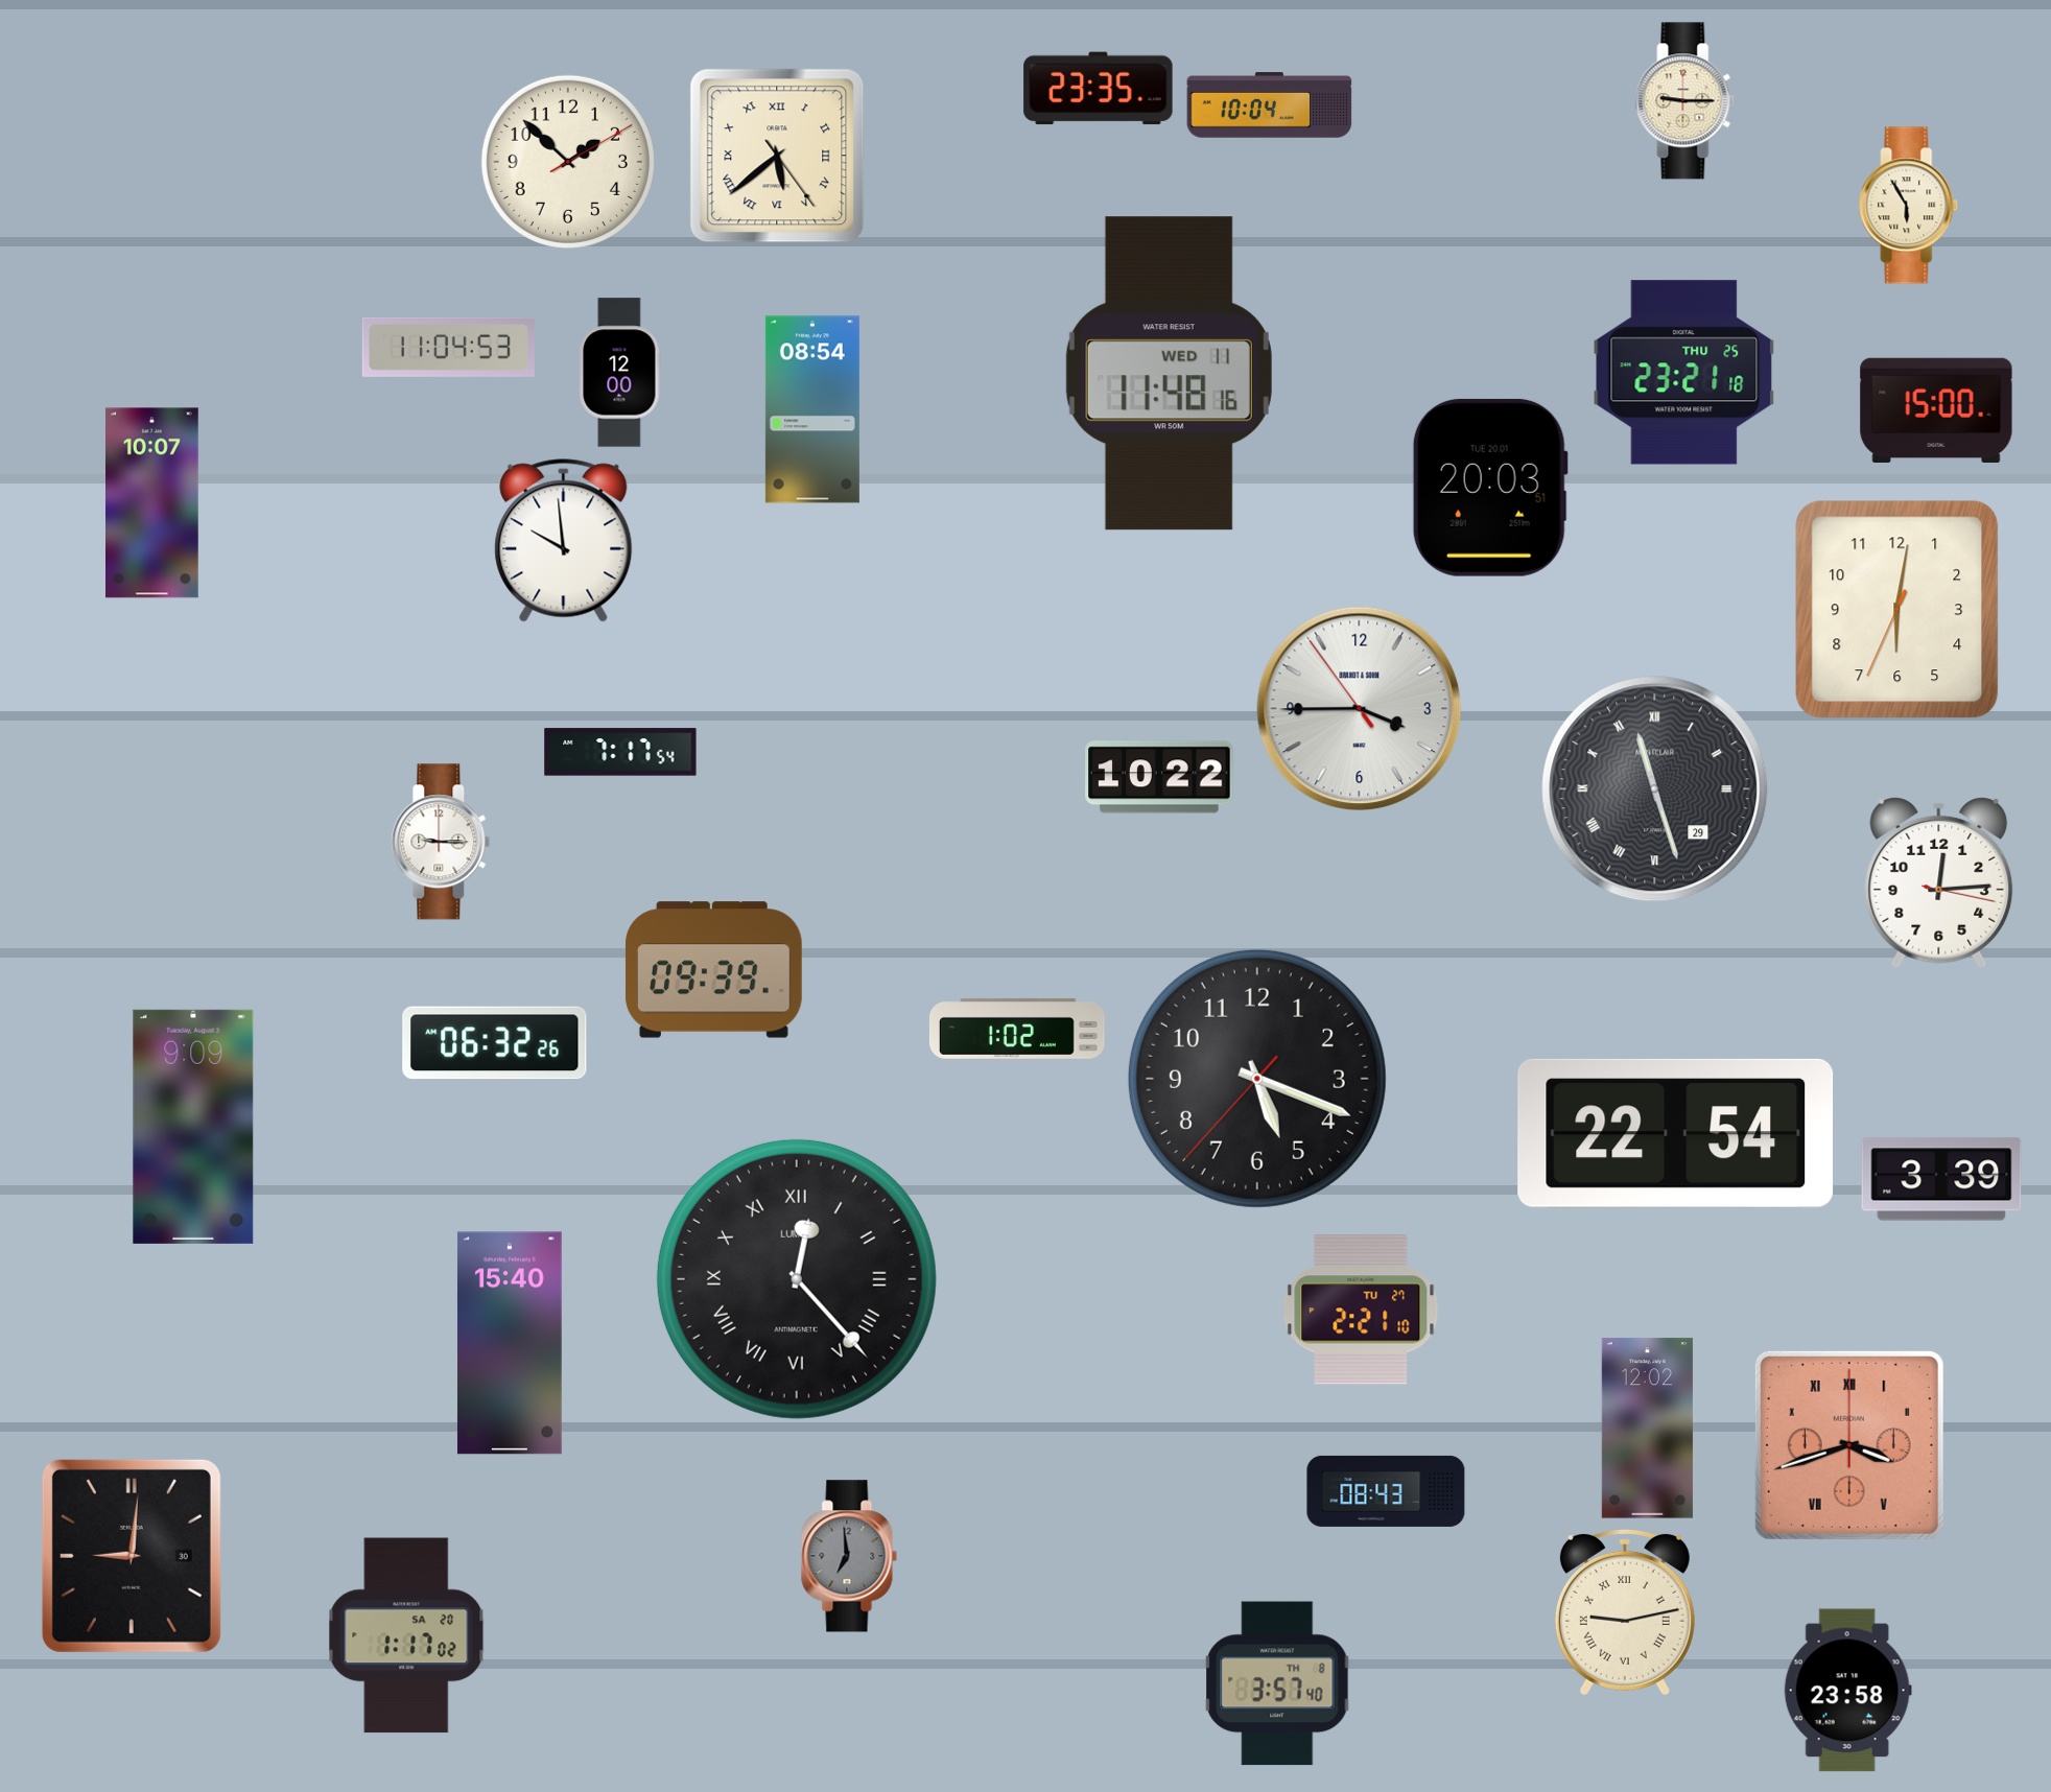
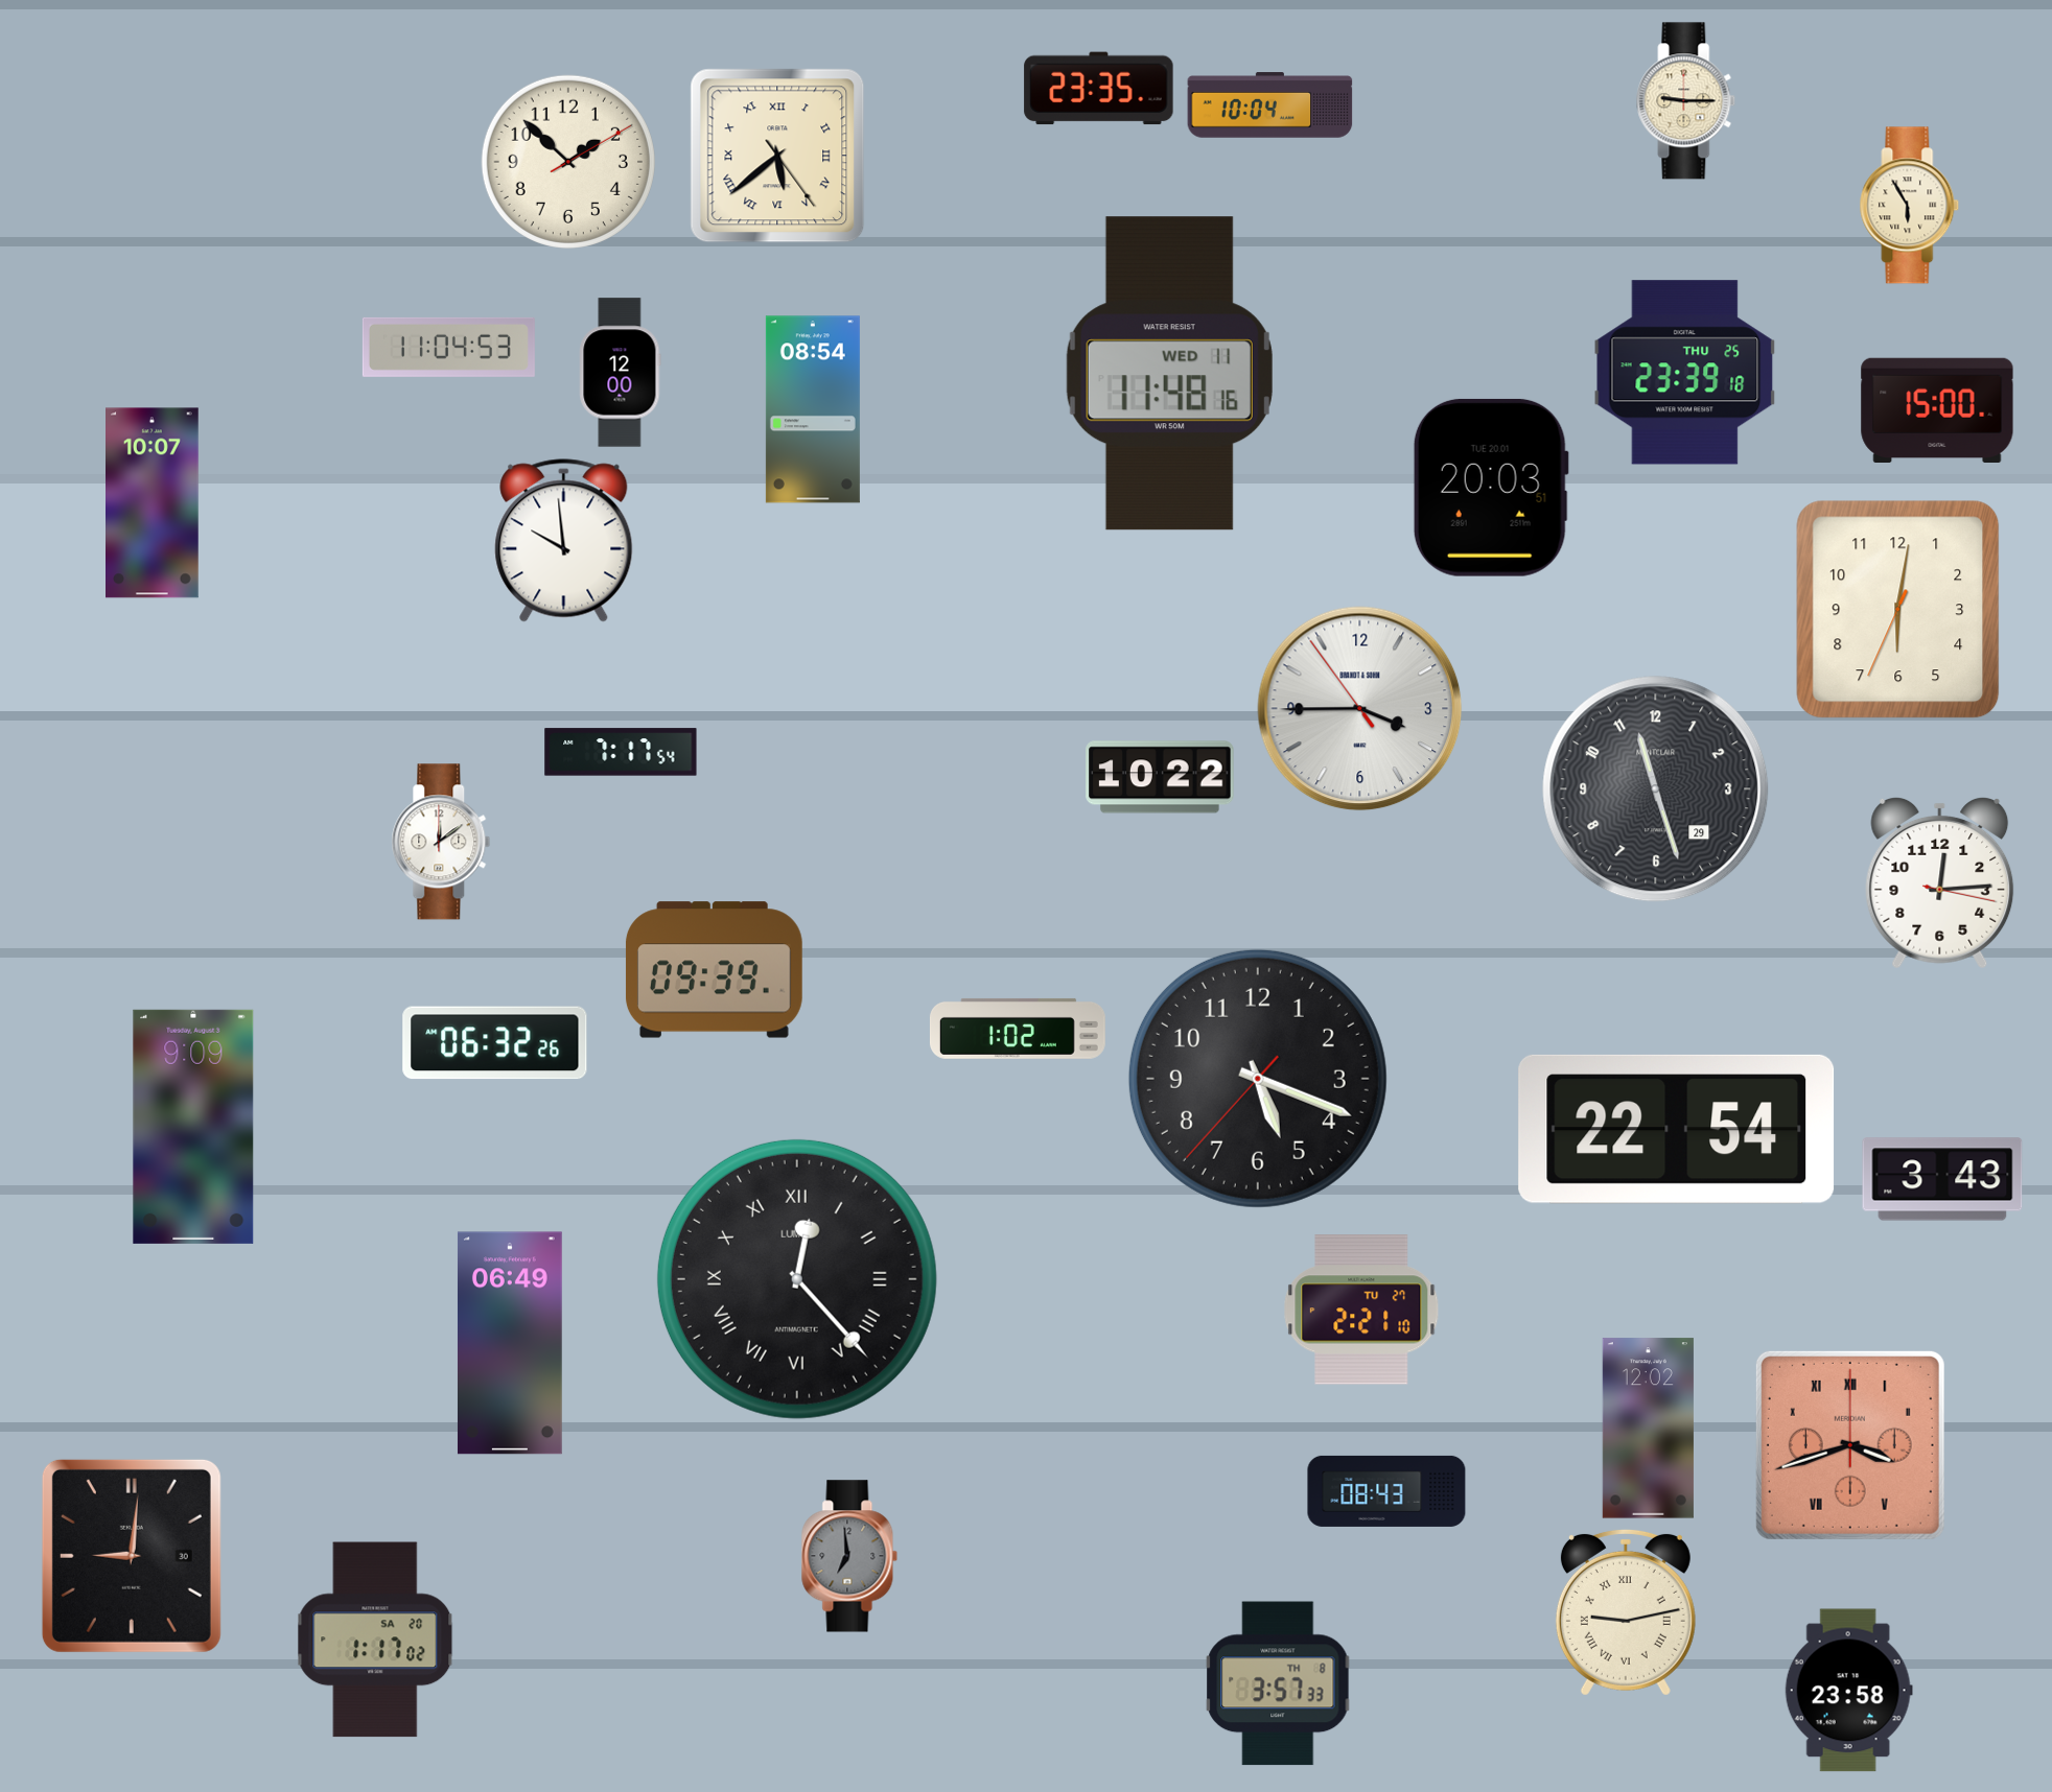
clock at (1684, 373): 23:21 -> 23:39
clock at (1655, 789) numerals: Roman -> Arabic
clock at (441, 842): 9:15 -> 12:09
clock at (1676, 1133) position: (1676, 1133) -> (1677, 1129)
clock at (1941, 1179): 3:39 -> 3:43
clock at (510, 1343): 15:40 -> 06:49
clock at (406, 1635) position: (406, 1635) -> (375, 1640)
clock at (1277, 1683): 3:57:40 -> 3:57:33
